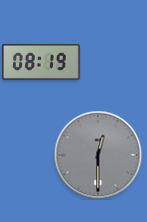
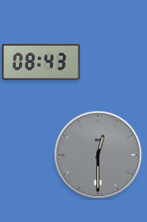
clock at (42, 62): 08:19 -> 08:43
